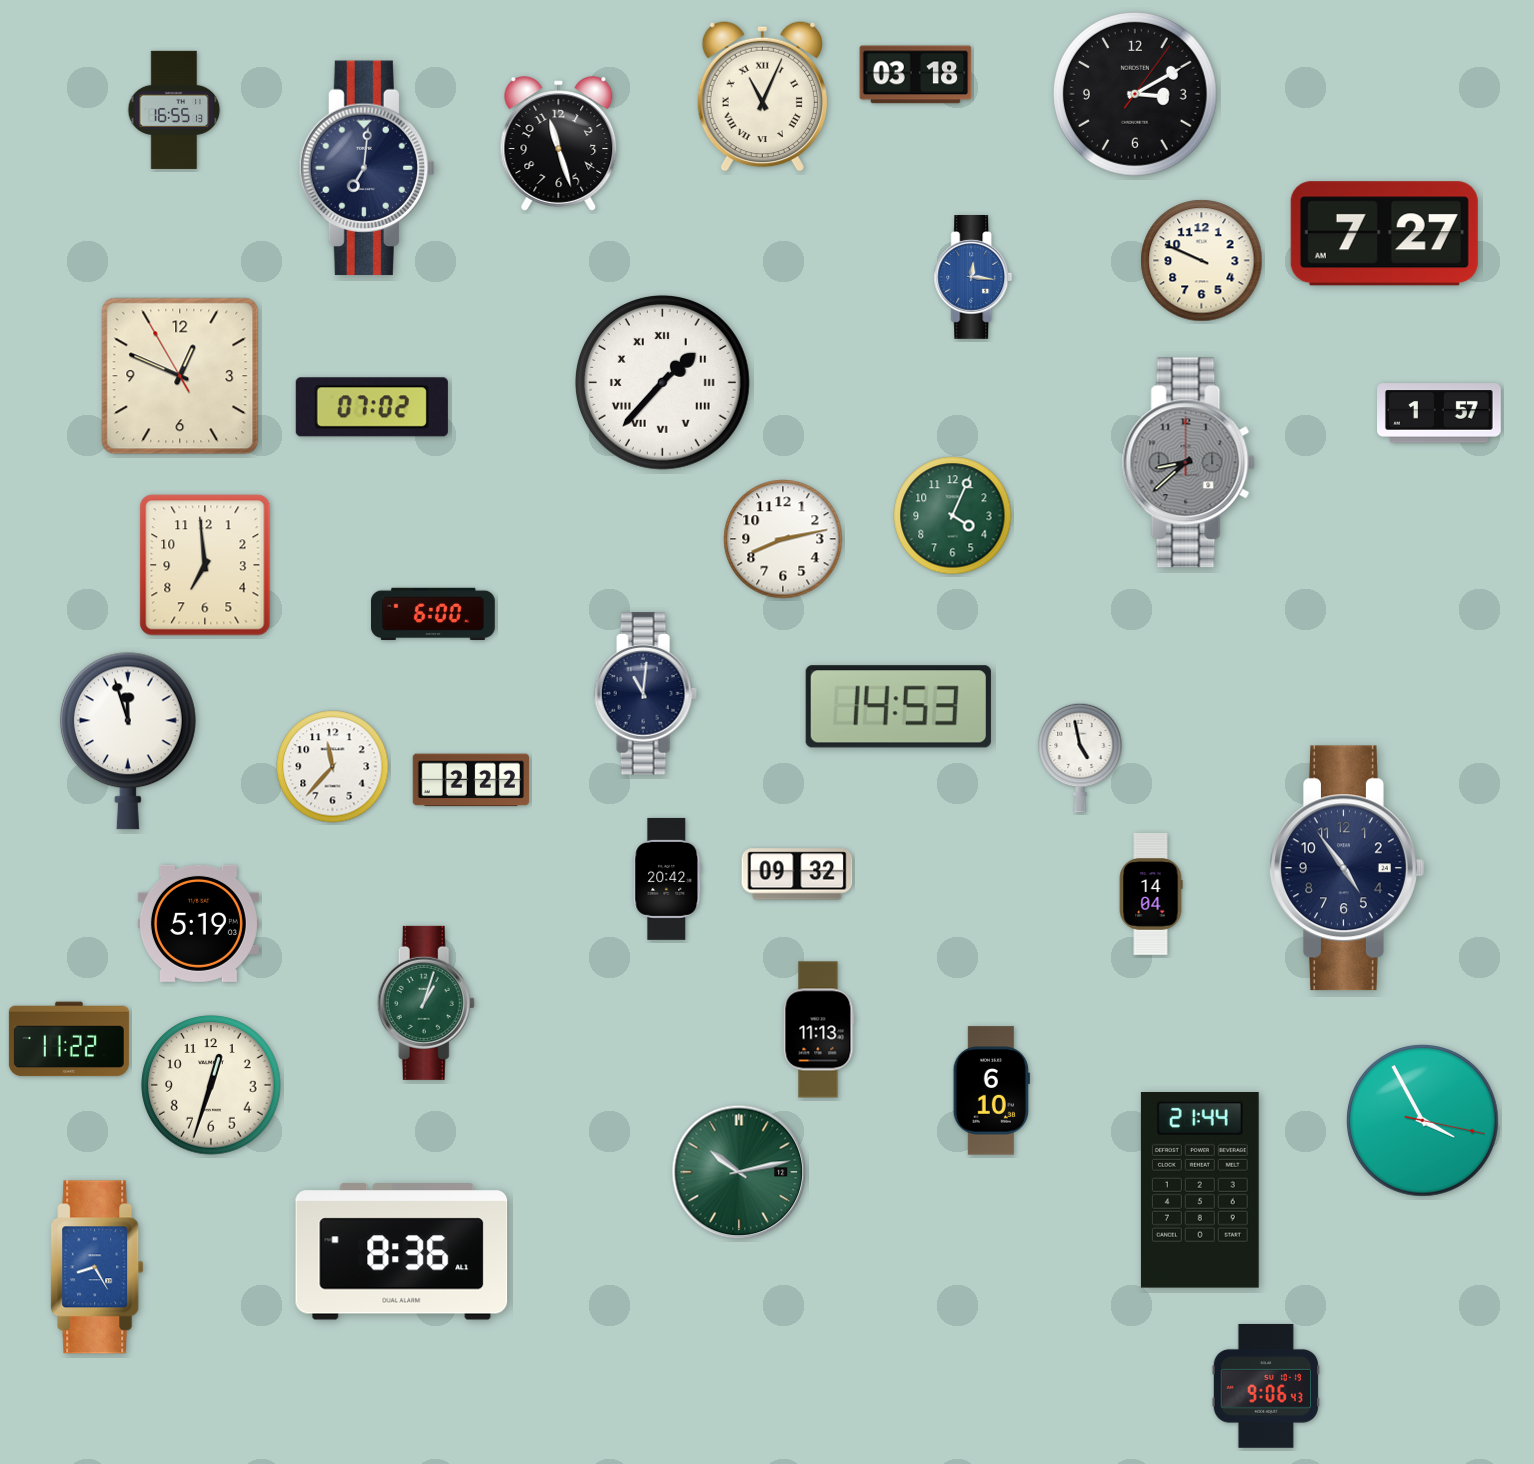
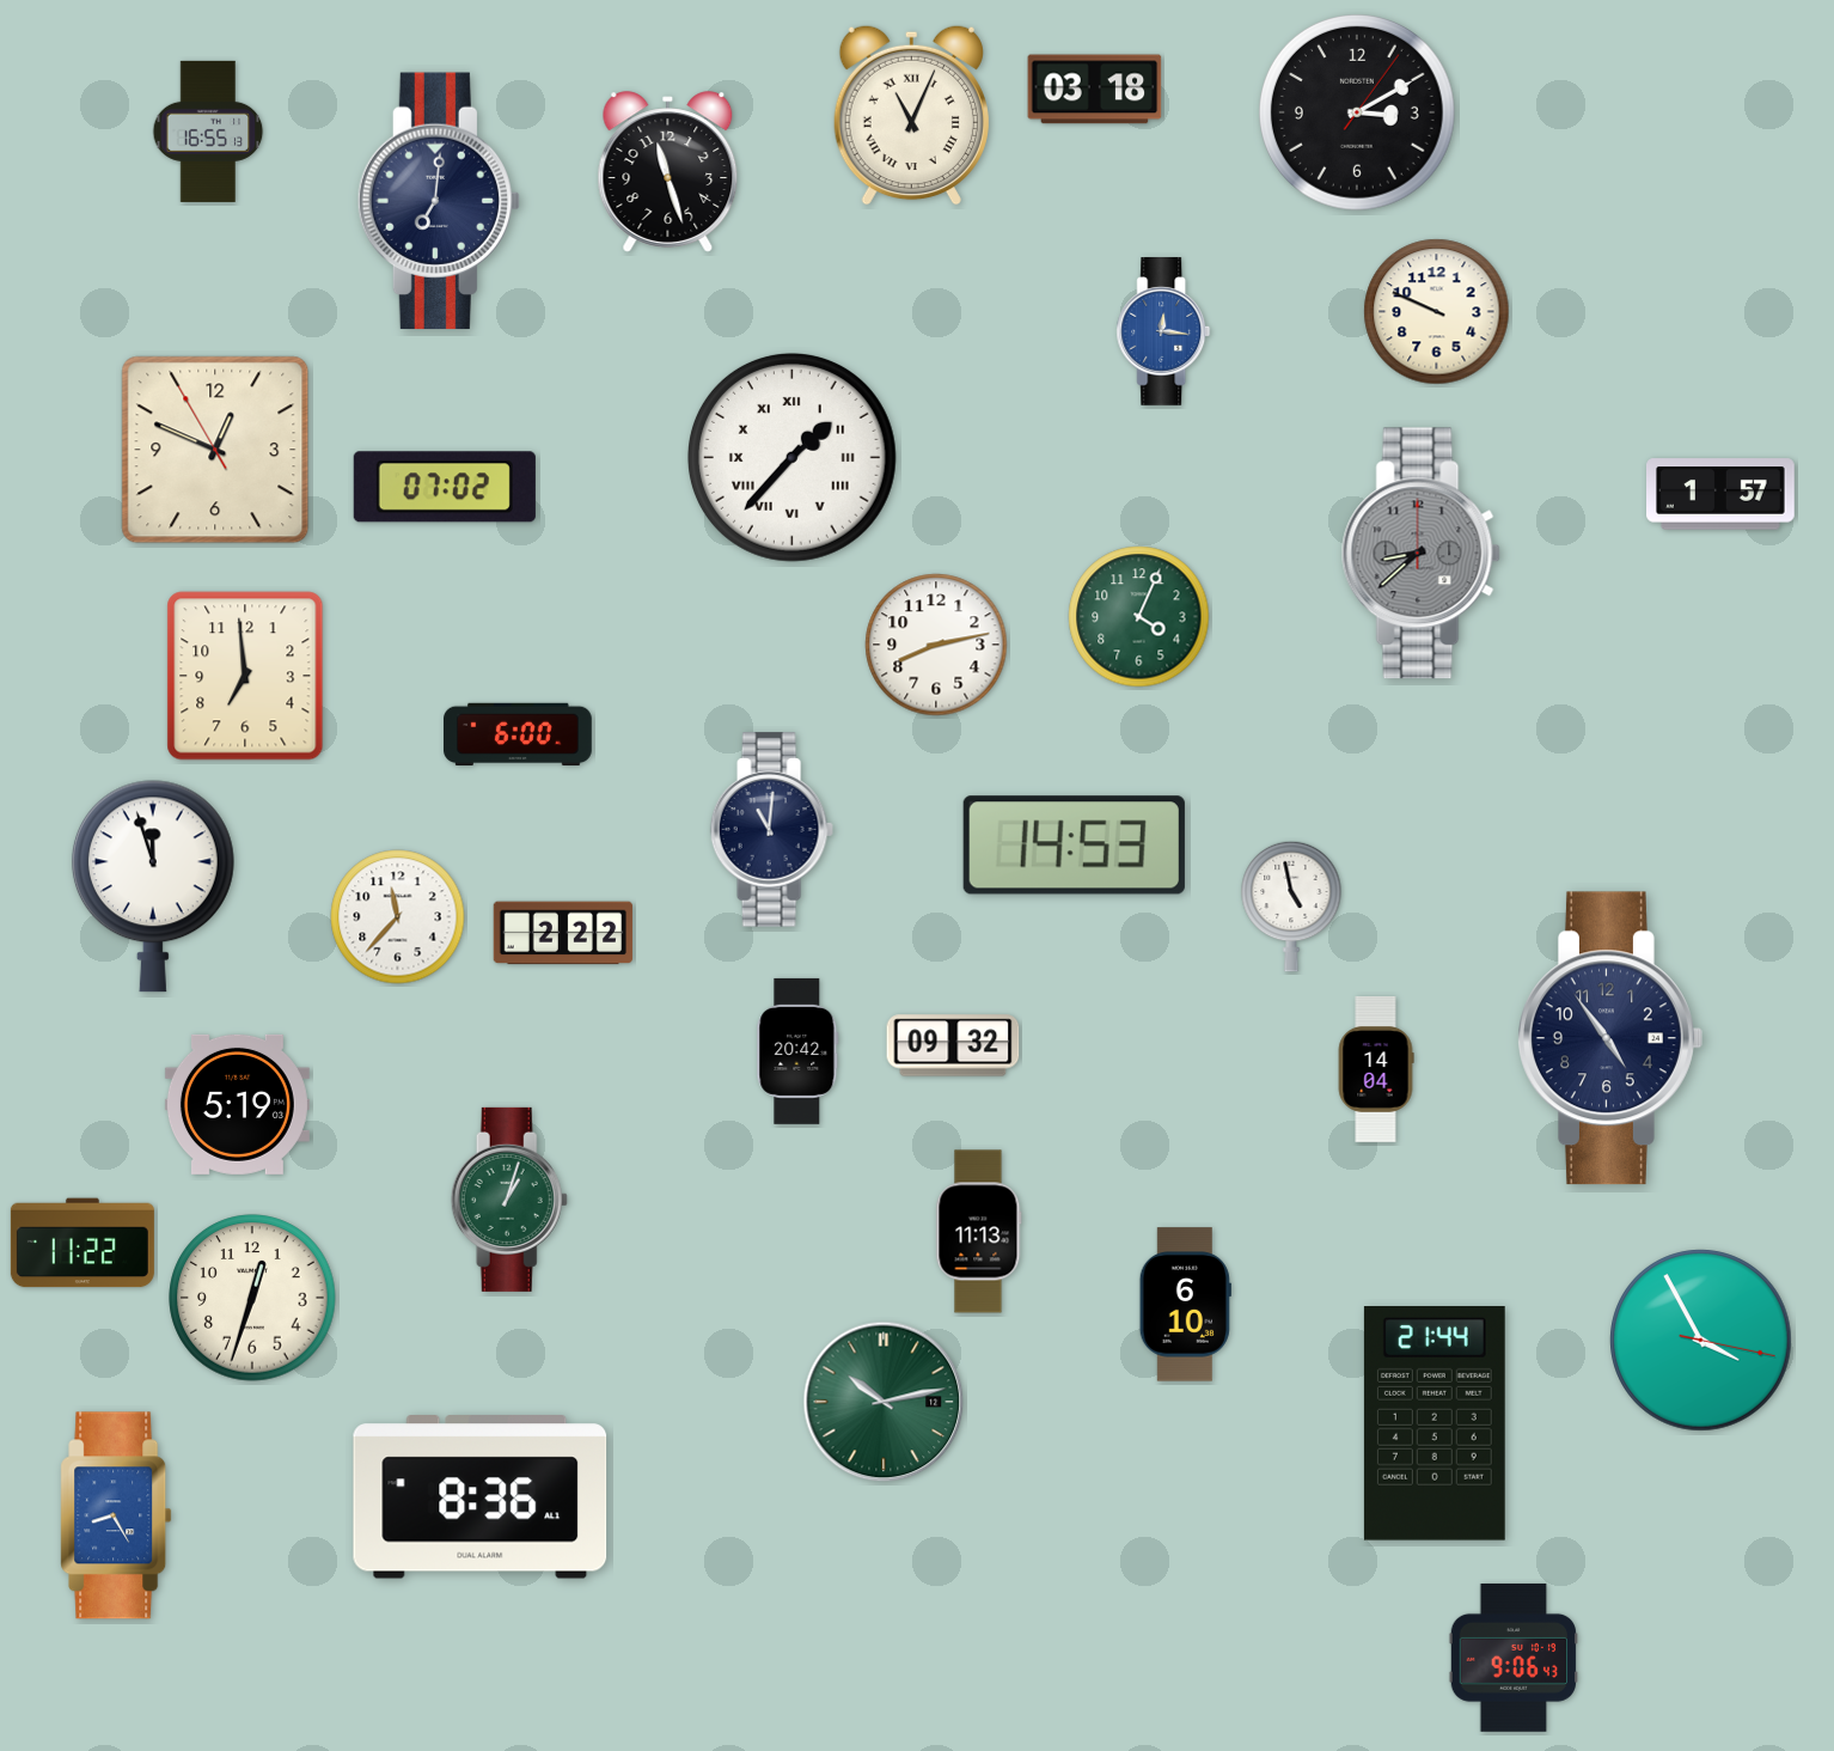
clock at (1384, 234): 7:27 -> none
